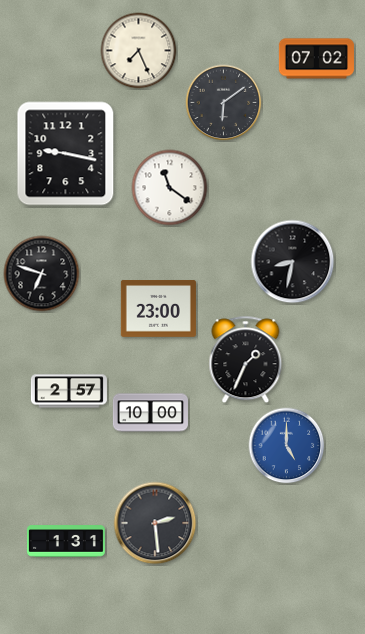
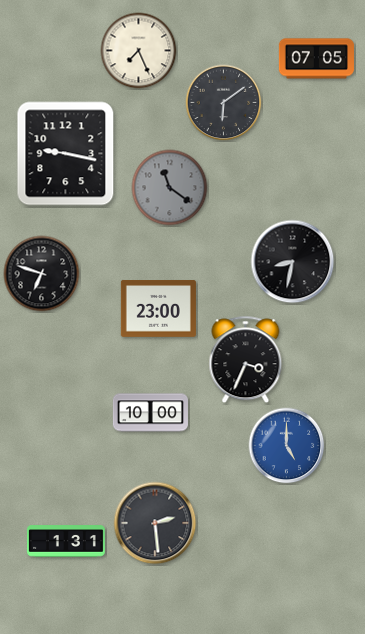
clock at (316, 59): 07:02 -> 07:05
clock at (170, 188) dial: white -> grey
clock at (246, 360): 1:34 -> 3:34
clock at (69, 391): 2:57 -> none
